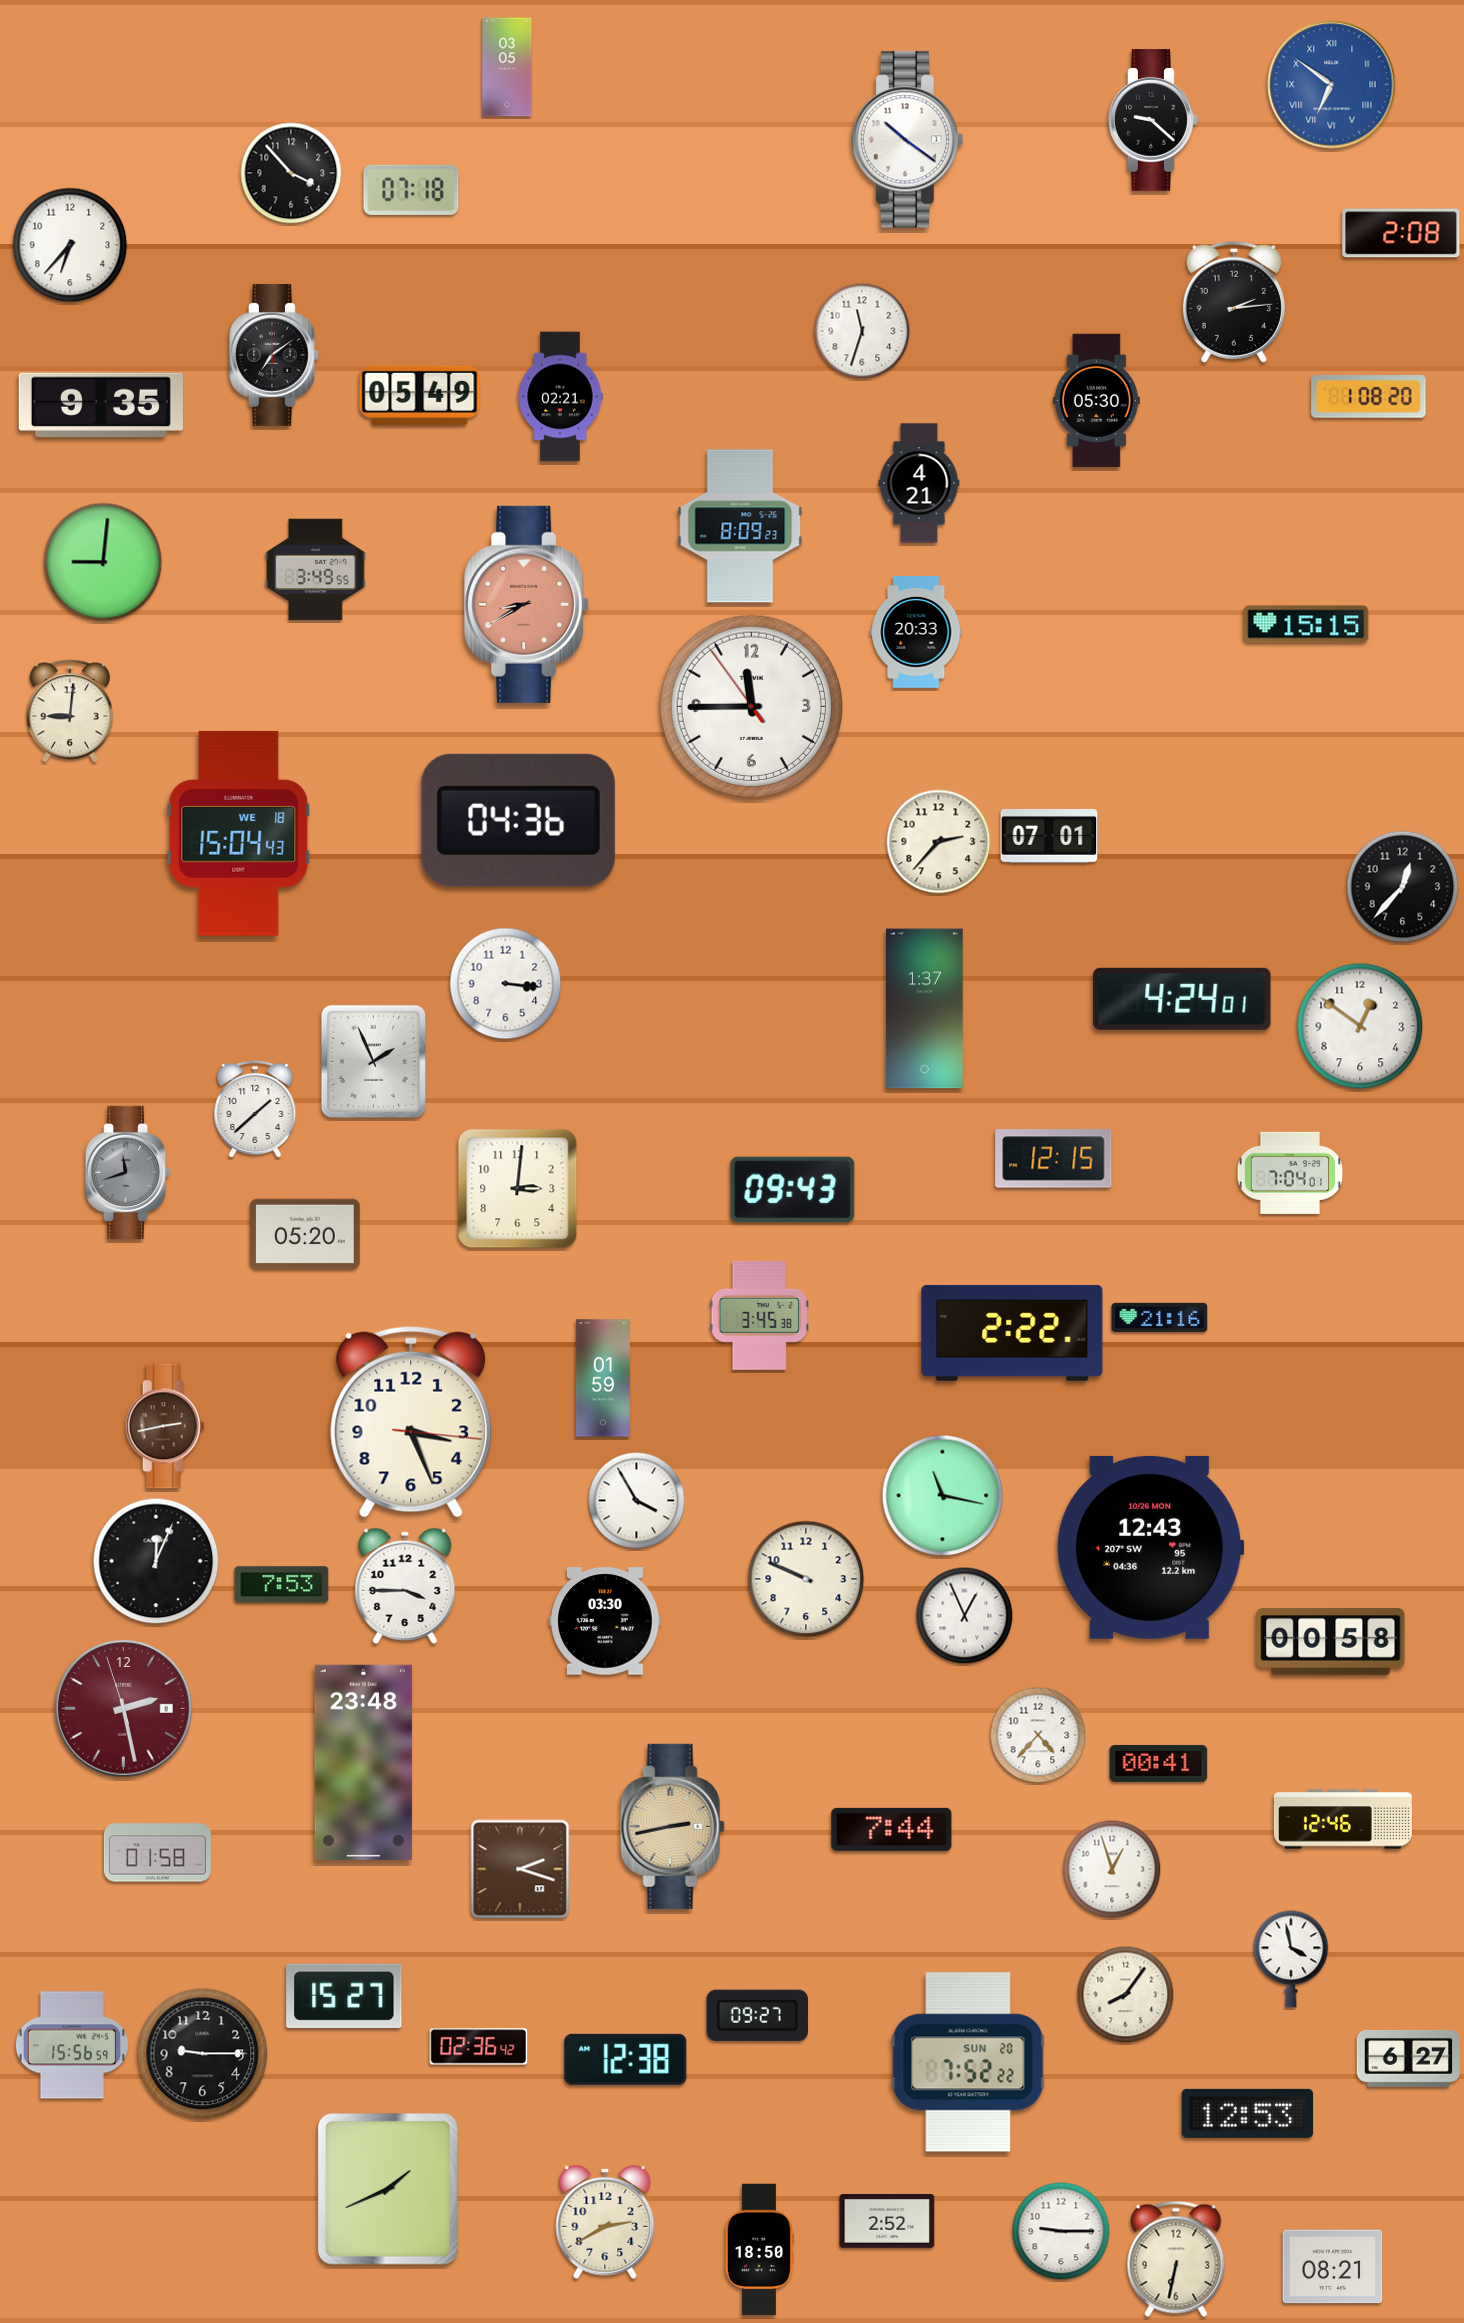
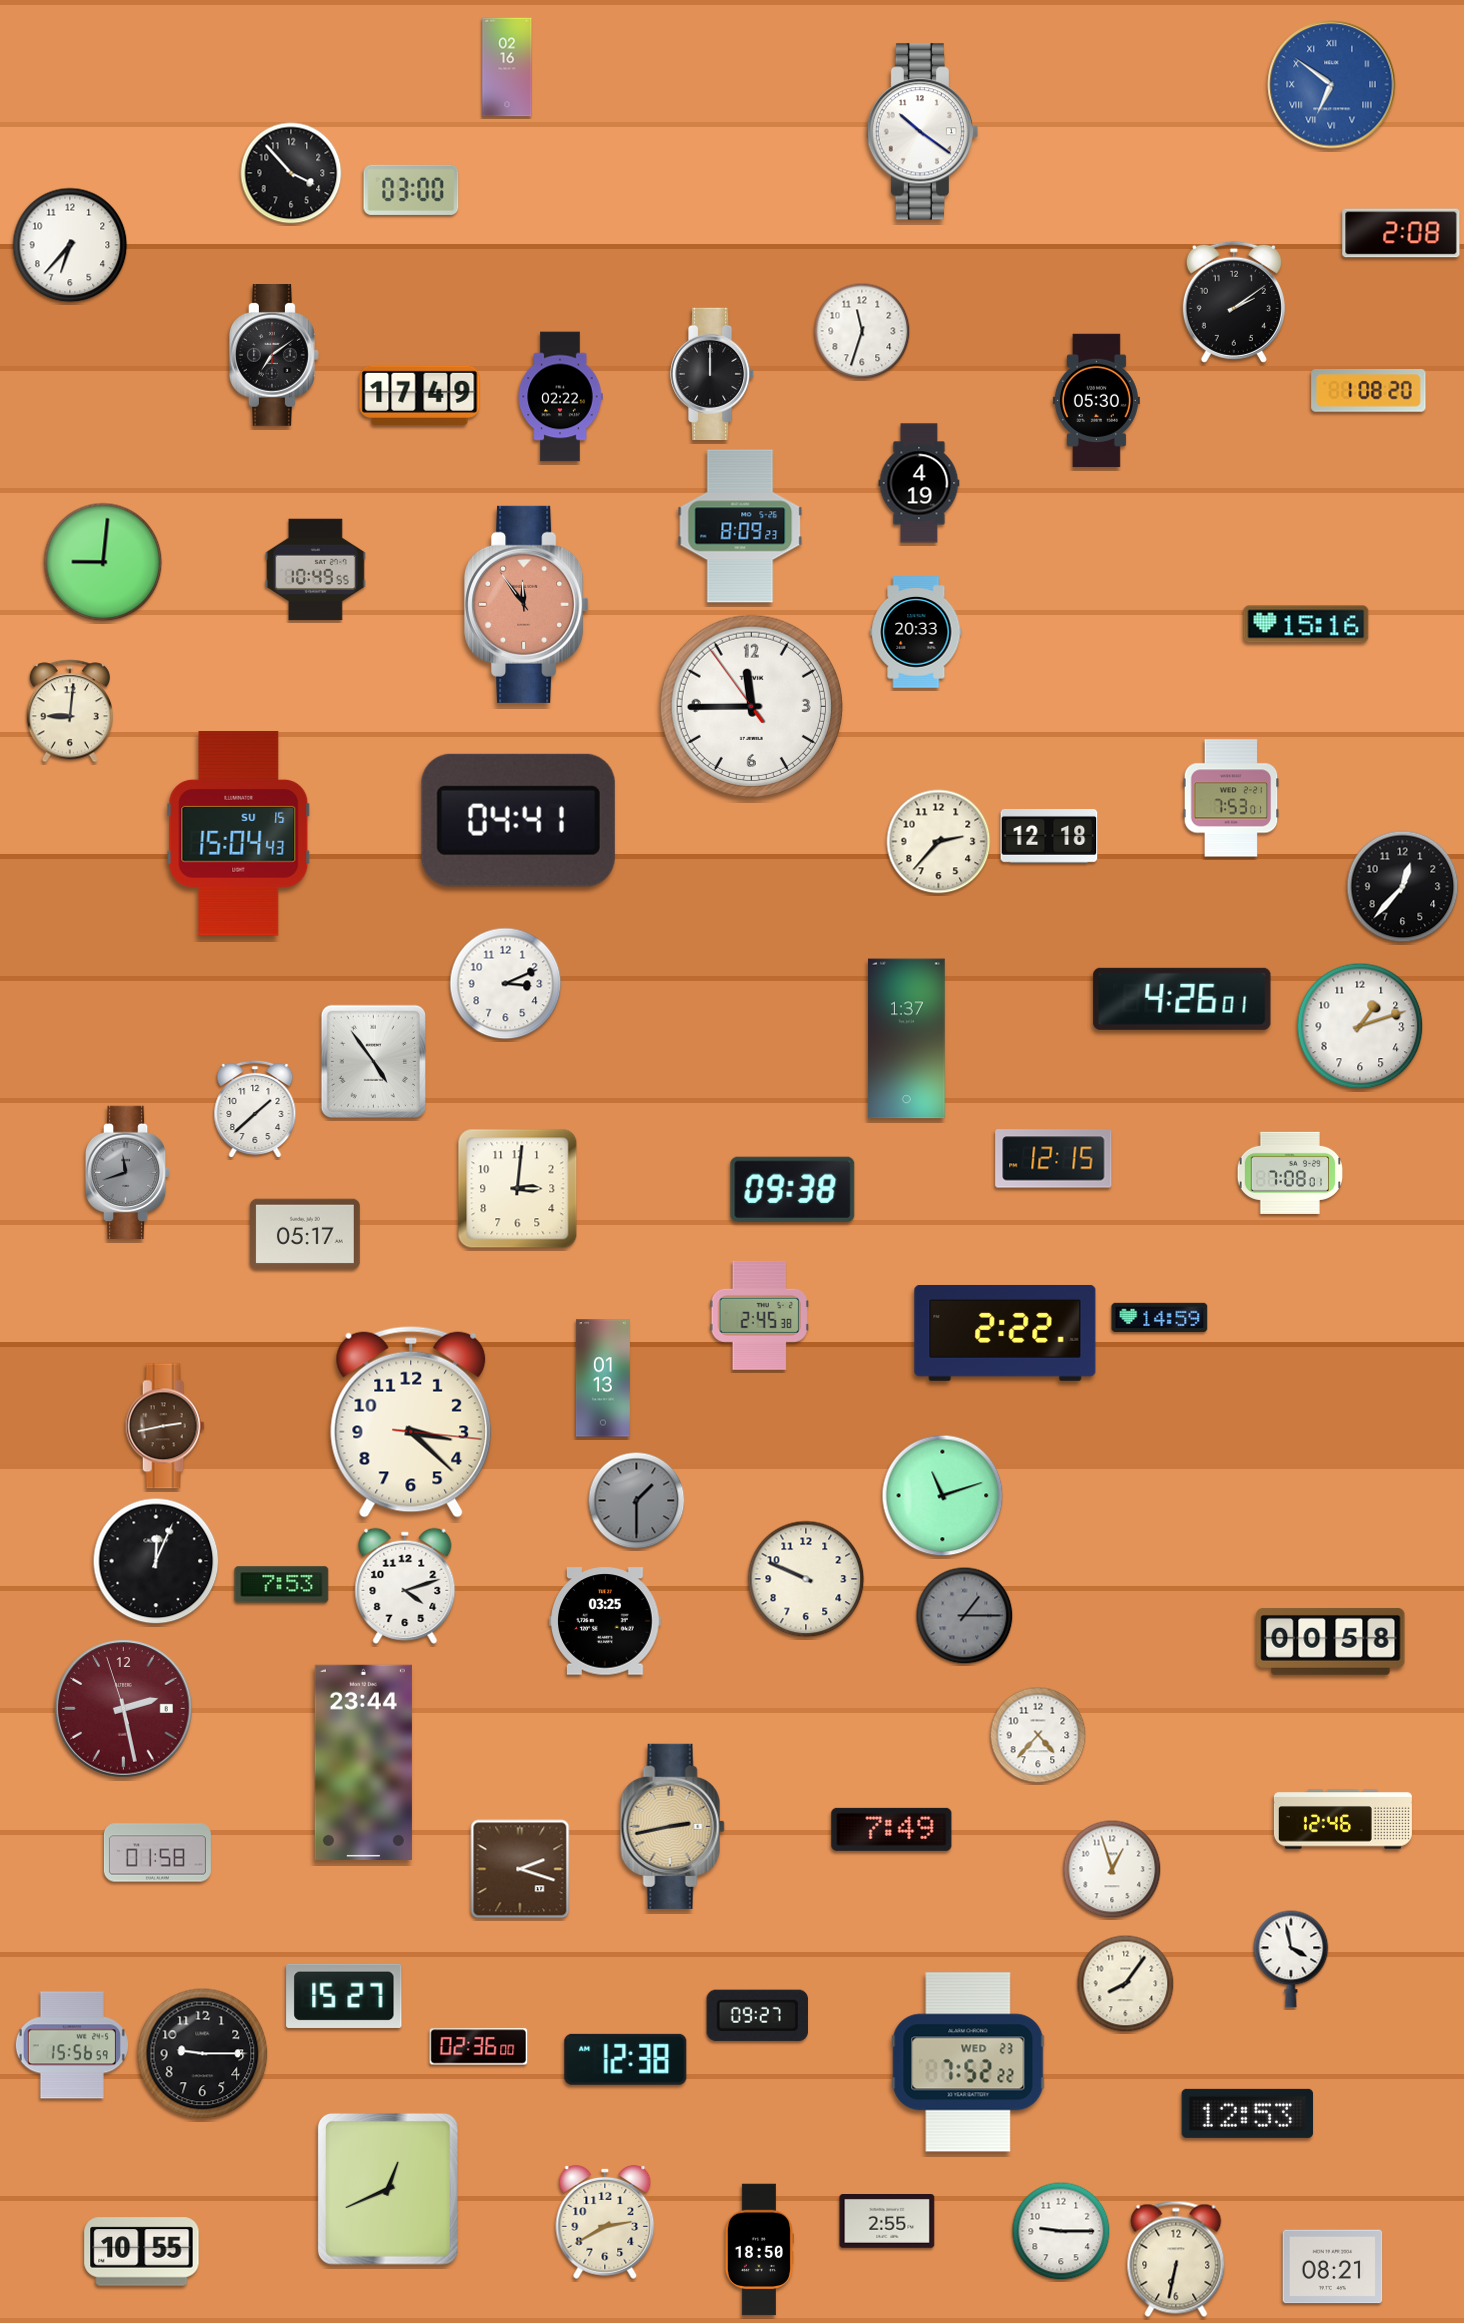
clock at (507, 67): 03:05 -> 02:16
clock at (1153, 121): 9:22 -> none
clock at (908, 140) position: (908, 140) -> (923, 132)
clock at (411, 190): 07:18 -> 03:00
clock at (1234, 302): 2:14 -> 2:09
clock at (712, 374): none -> 12:00
clock at (420, 395): 05:49 -> 17:49
clock at (560, 397): 02:21 -> 02:22
clock at (1369, 397) position: (1369, 397) -> (1369, 391)
clock at (101, 405): 9:35 -> none
clock at (919, 483): 4:21 -> 4:19
clock at (316, 570): 3:49 -> 10:49
clock at (527, 604): 8:40 -> 11:54
clock at (1306, 624): 15:15 -> 15:16
clock at (1231, 798): none -> 7:53
clock at (518, 820): 04:36 -> 04:41
clock at (239, 834) date: WE 18 -> SU 15
clock at (1049, 837): 07:01 -> 12:18
clock at (506, 984): 3:16 -> 3:11
clock at (1182, 999): 4:24 -> 4:26
clock at (925, 1009) position: (925, 1009) -> (907, 1039)
clock at (1360, 1026): 12:51 -> 1:12
clock at (373, 1061): 1:56 -> 4:54
clock at (1290, 1173): 7:04 -> 7:08
clock at (793, 1189): 09:43 -> 09:38
clock at (305, 1234): 05:20 -> 05:17
clock at (759, 1315): 3:45 -> 2:45
clock at (1160, 1317): 21:16 -> 14:59
clock at (1012, 1333) position: (1012, 1333) -> (1005, 1333)
clock at (603, 1378): 01:59 -> 01:13
clock at (411, 1422): 3:26 -> 3:22
clock at (943, 1496): 11:17 -> 11:12
clock at (637, 1501): 3:55 -> 1:30
clock at (637, 1501) dial: white -> grey
clock at (1151, 1547): 12:43 -> none
clock at (405, 1586): 3:45 -> 4:12
clock at (965, 1616): 12:56 -> 1:15
clock at (965, 1616) dial: white -> grey
clock at (605, 1621): 03:30 -> 03:25
clock at (363, 1762): 23:48 -> 23:44
clock at (1159, 1763): 00:41 -> none
clock at (892, 1829): 7:44 -> 7:49
clock at (1126, 1995) position: (1126, 1995) -> (1126, 1984)
clock at (479, 2047): 02:36:42 -> 02:36:00
clock at (1408, 2058): 6:27 -> none
clock at (968, 2062) date: SUN 20 -> WED 23
clock at (388, 2189): 1:41 -> 12:41
clock at (887, 2222): 2:52 -> 2:55
clock at (142, 2252): none -> 10:55
